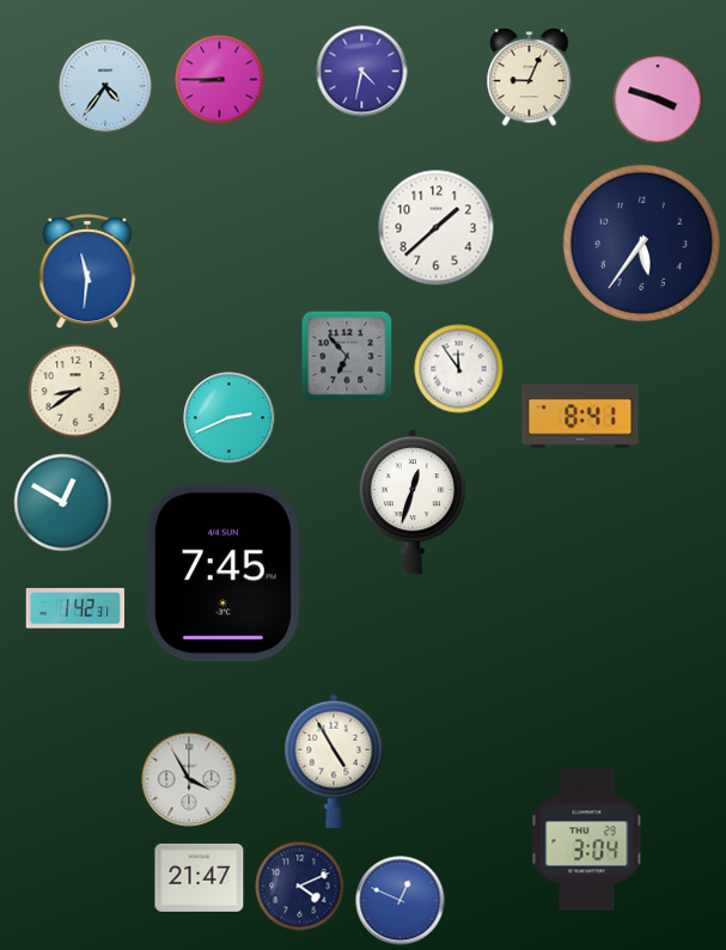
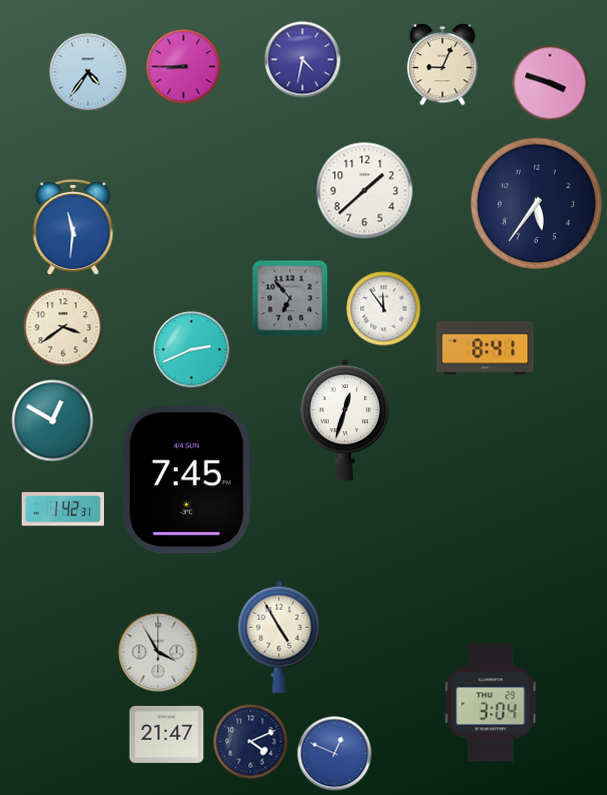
clock at (75, 391): 8:39 -> 3:39
